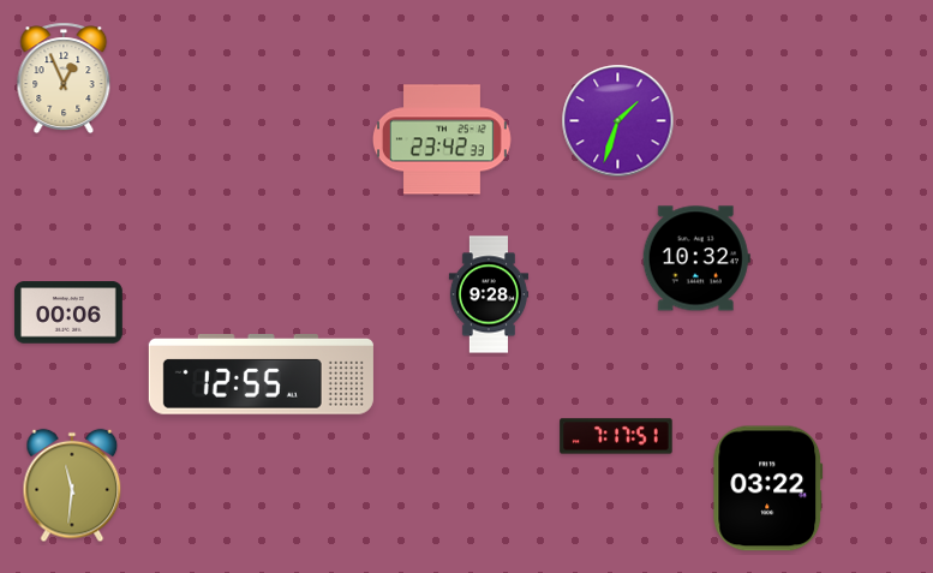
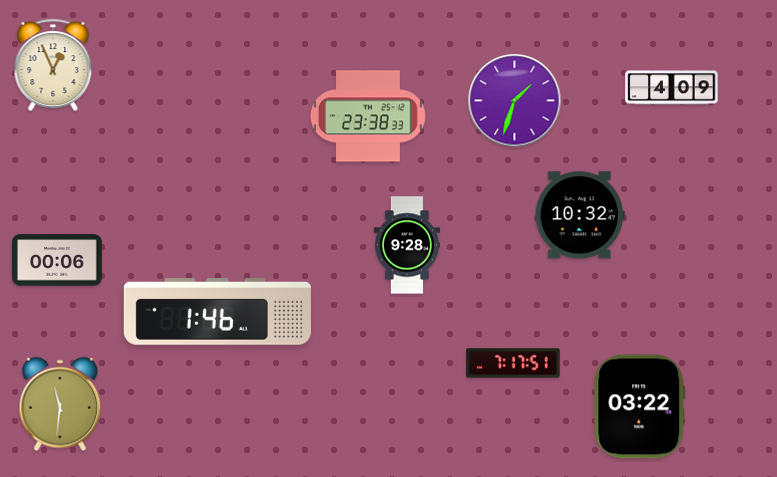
clock at (672, 88): none -> 4:09
clock at (442, 139): 23:42 -> 23:38
clock at (261, 375): 12:55 -> 1:46
